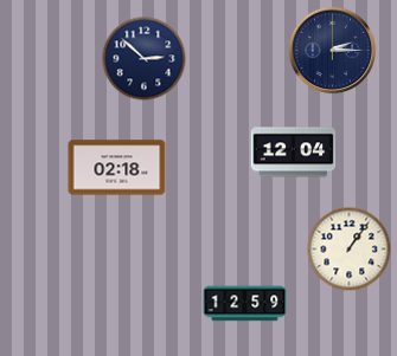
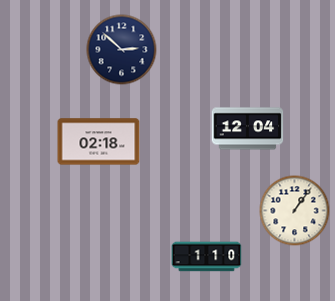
clock at (333, 51): 2:15 -> none
clock at (245, 304): 12:59 -> 1:10
